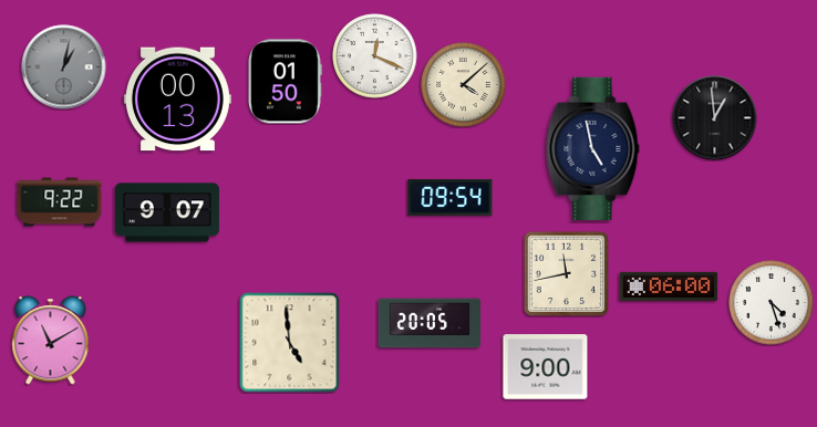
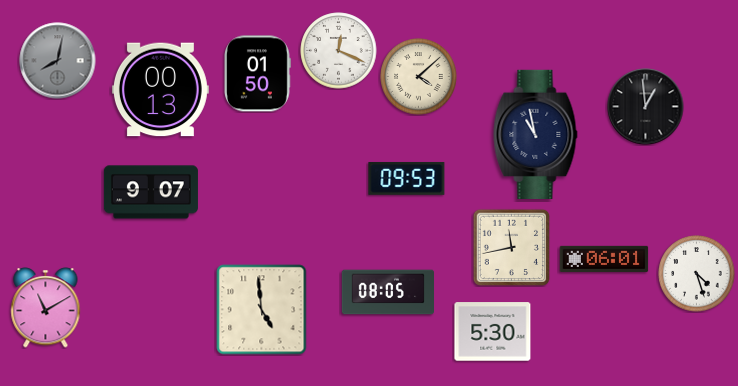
clock at (64, 67): 1:02 -> 8:02
clock at (593, 148): 4:58 -> 10:58
clock at (451, 197): 09:54 -> 09:53
clock at (60, 202): 9:22 -> none
clock at (669, 287): 06:00 -> 06:01
clock at (428, 323): 20:05 -> 08:05
clock at (546, 367): 9:00 -> 5:30
